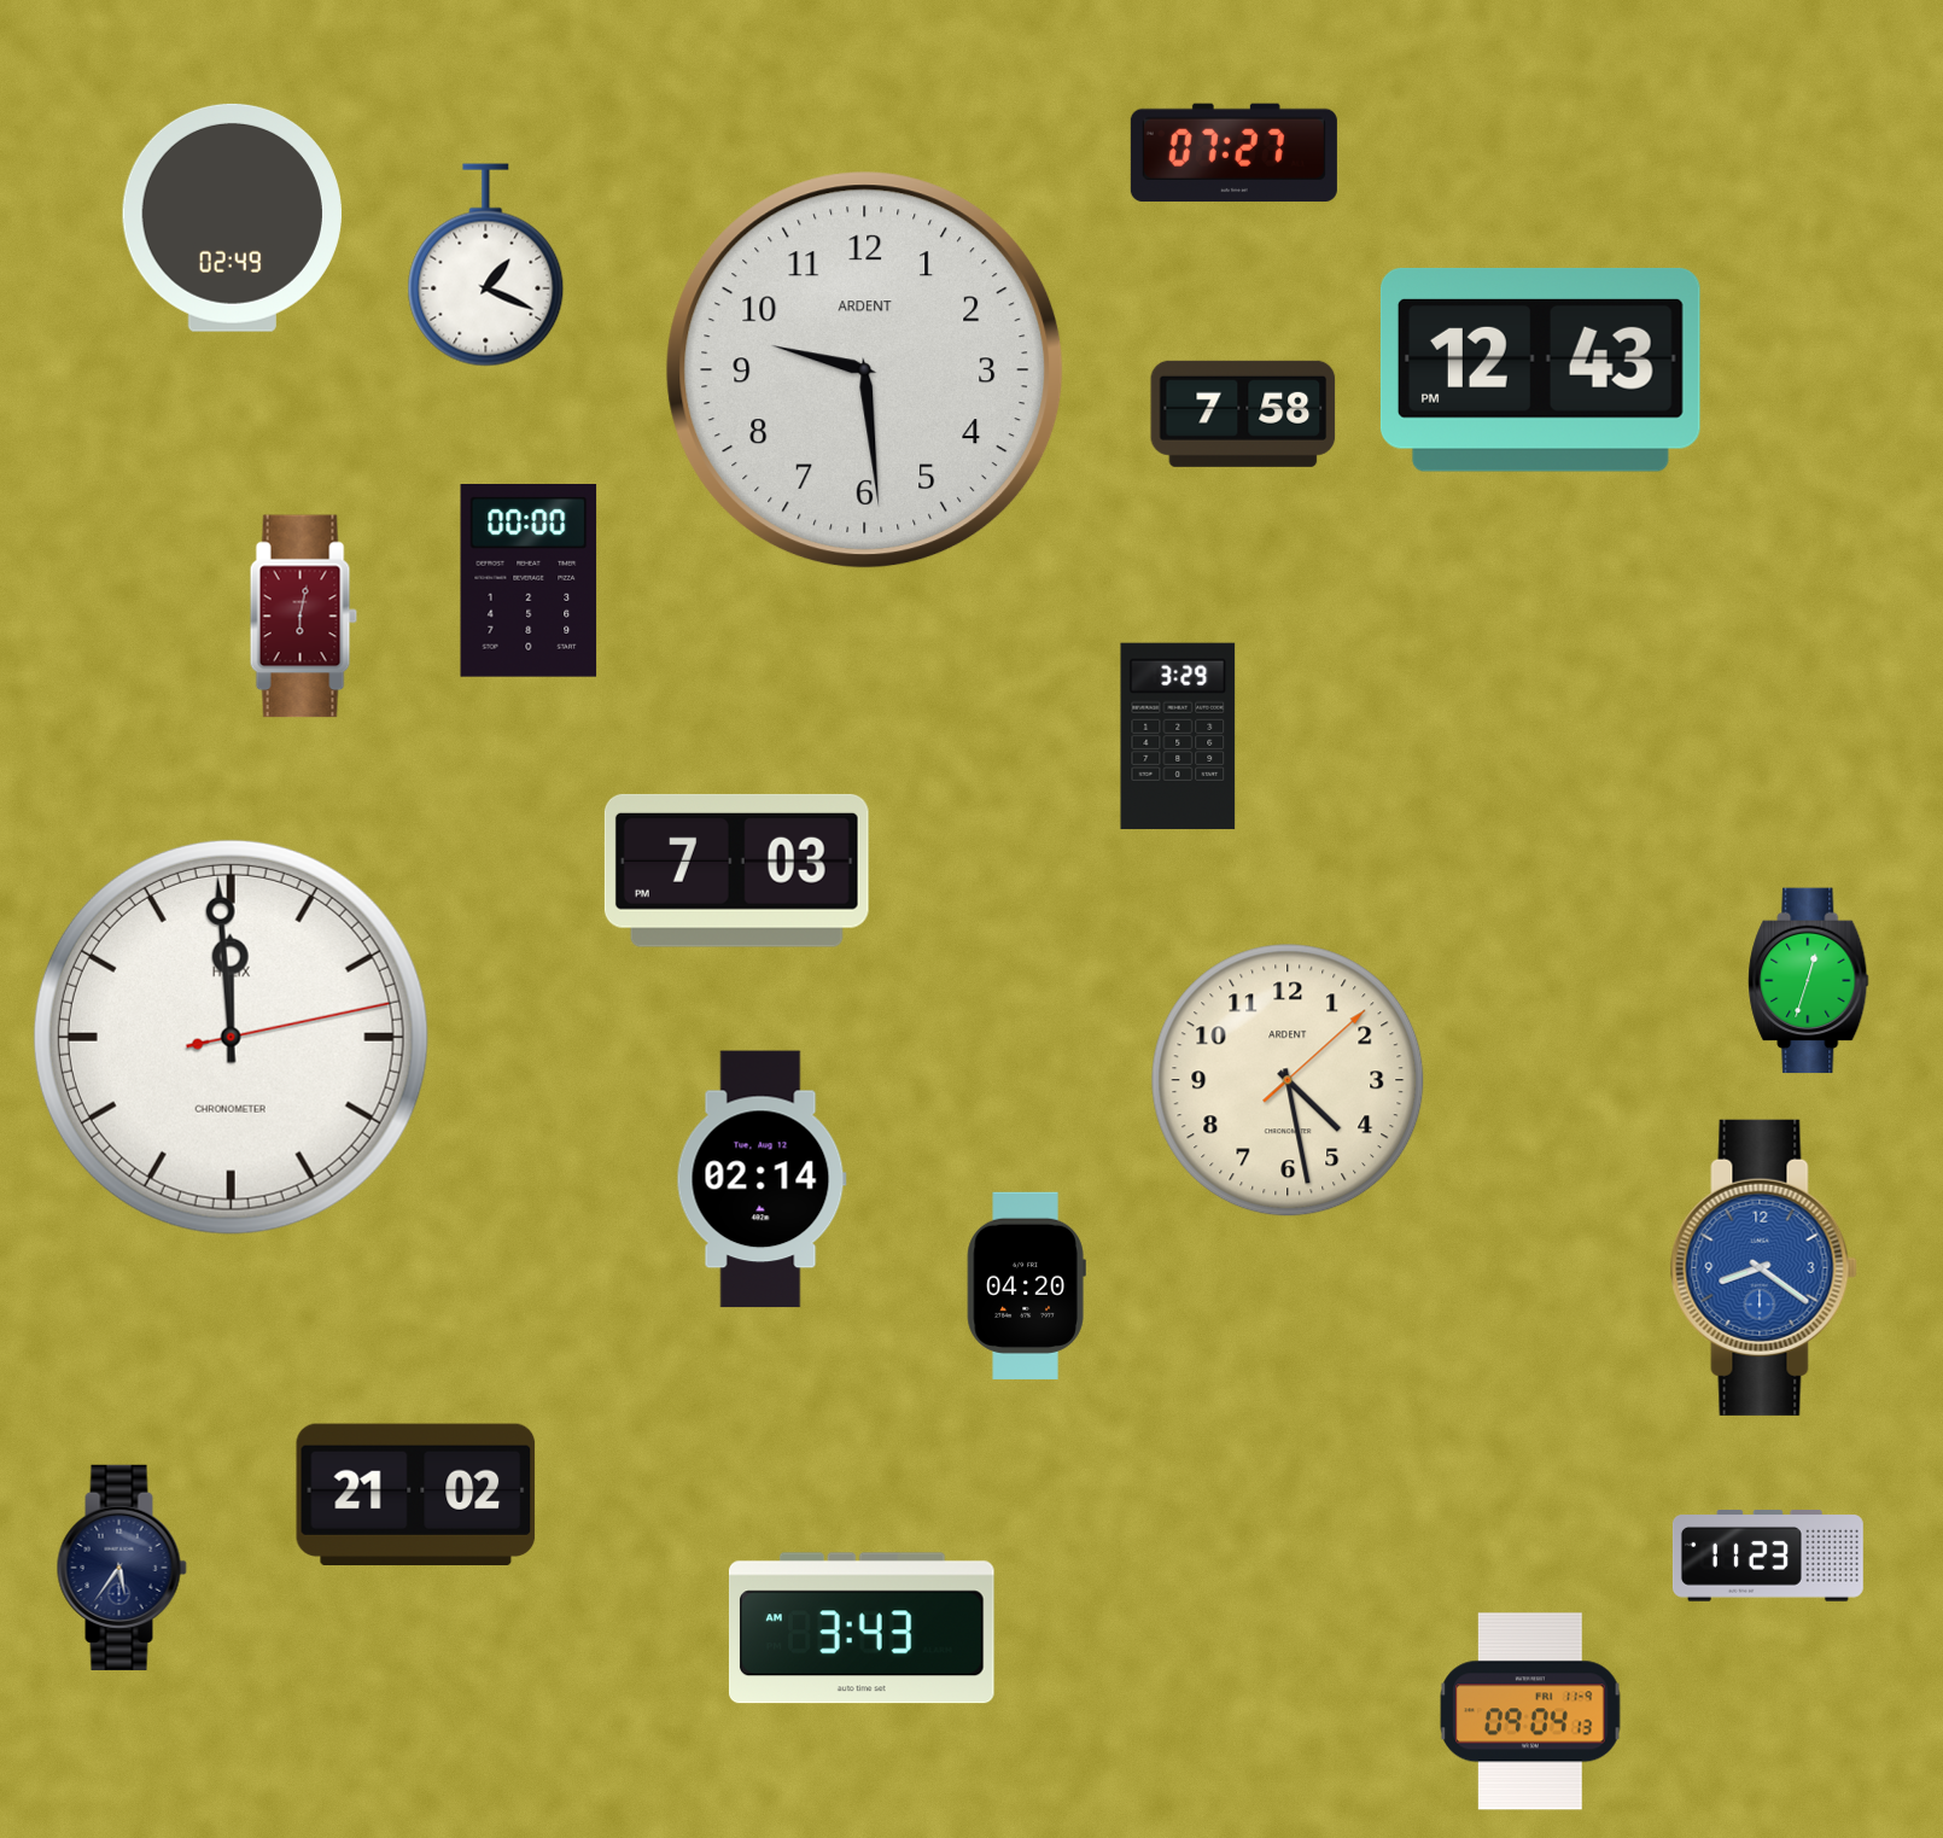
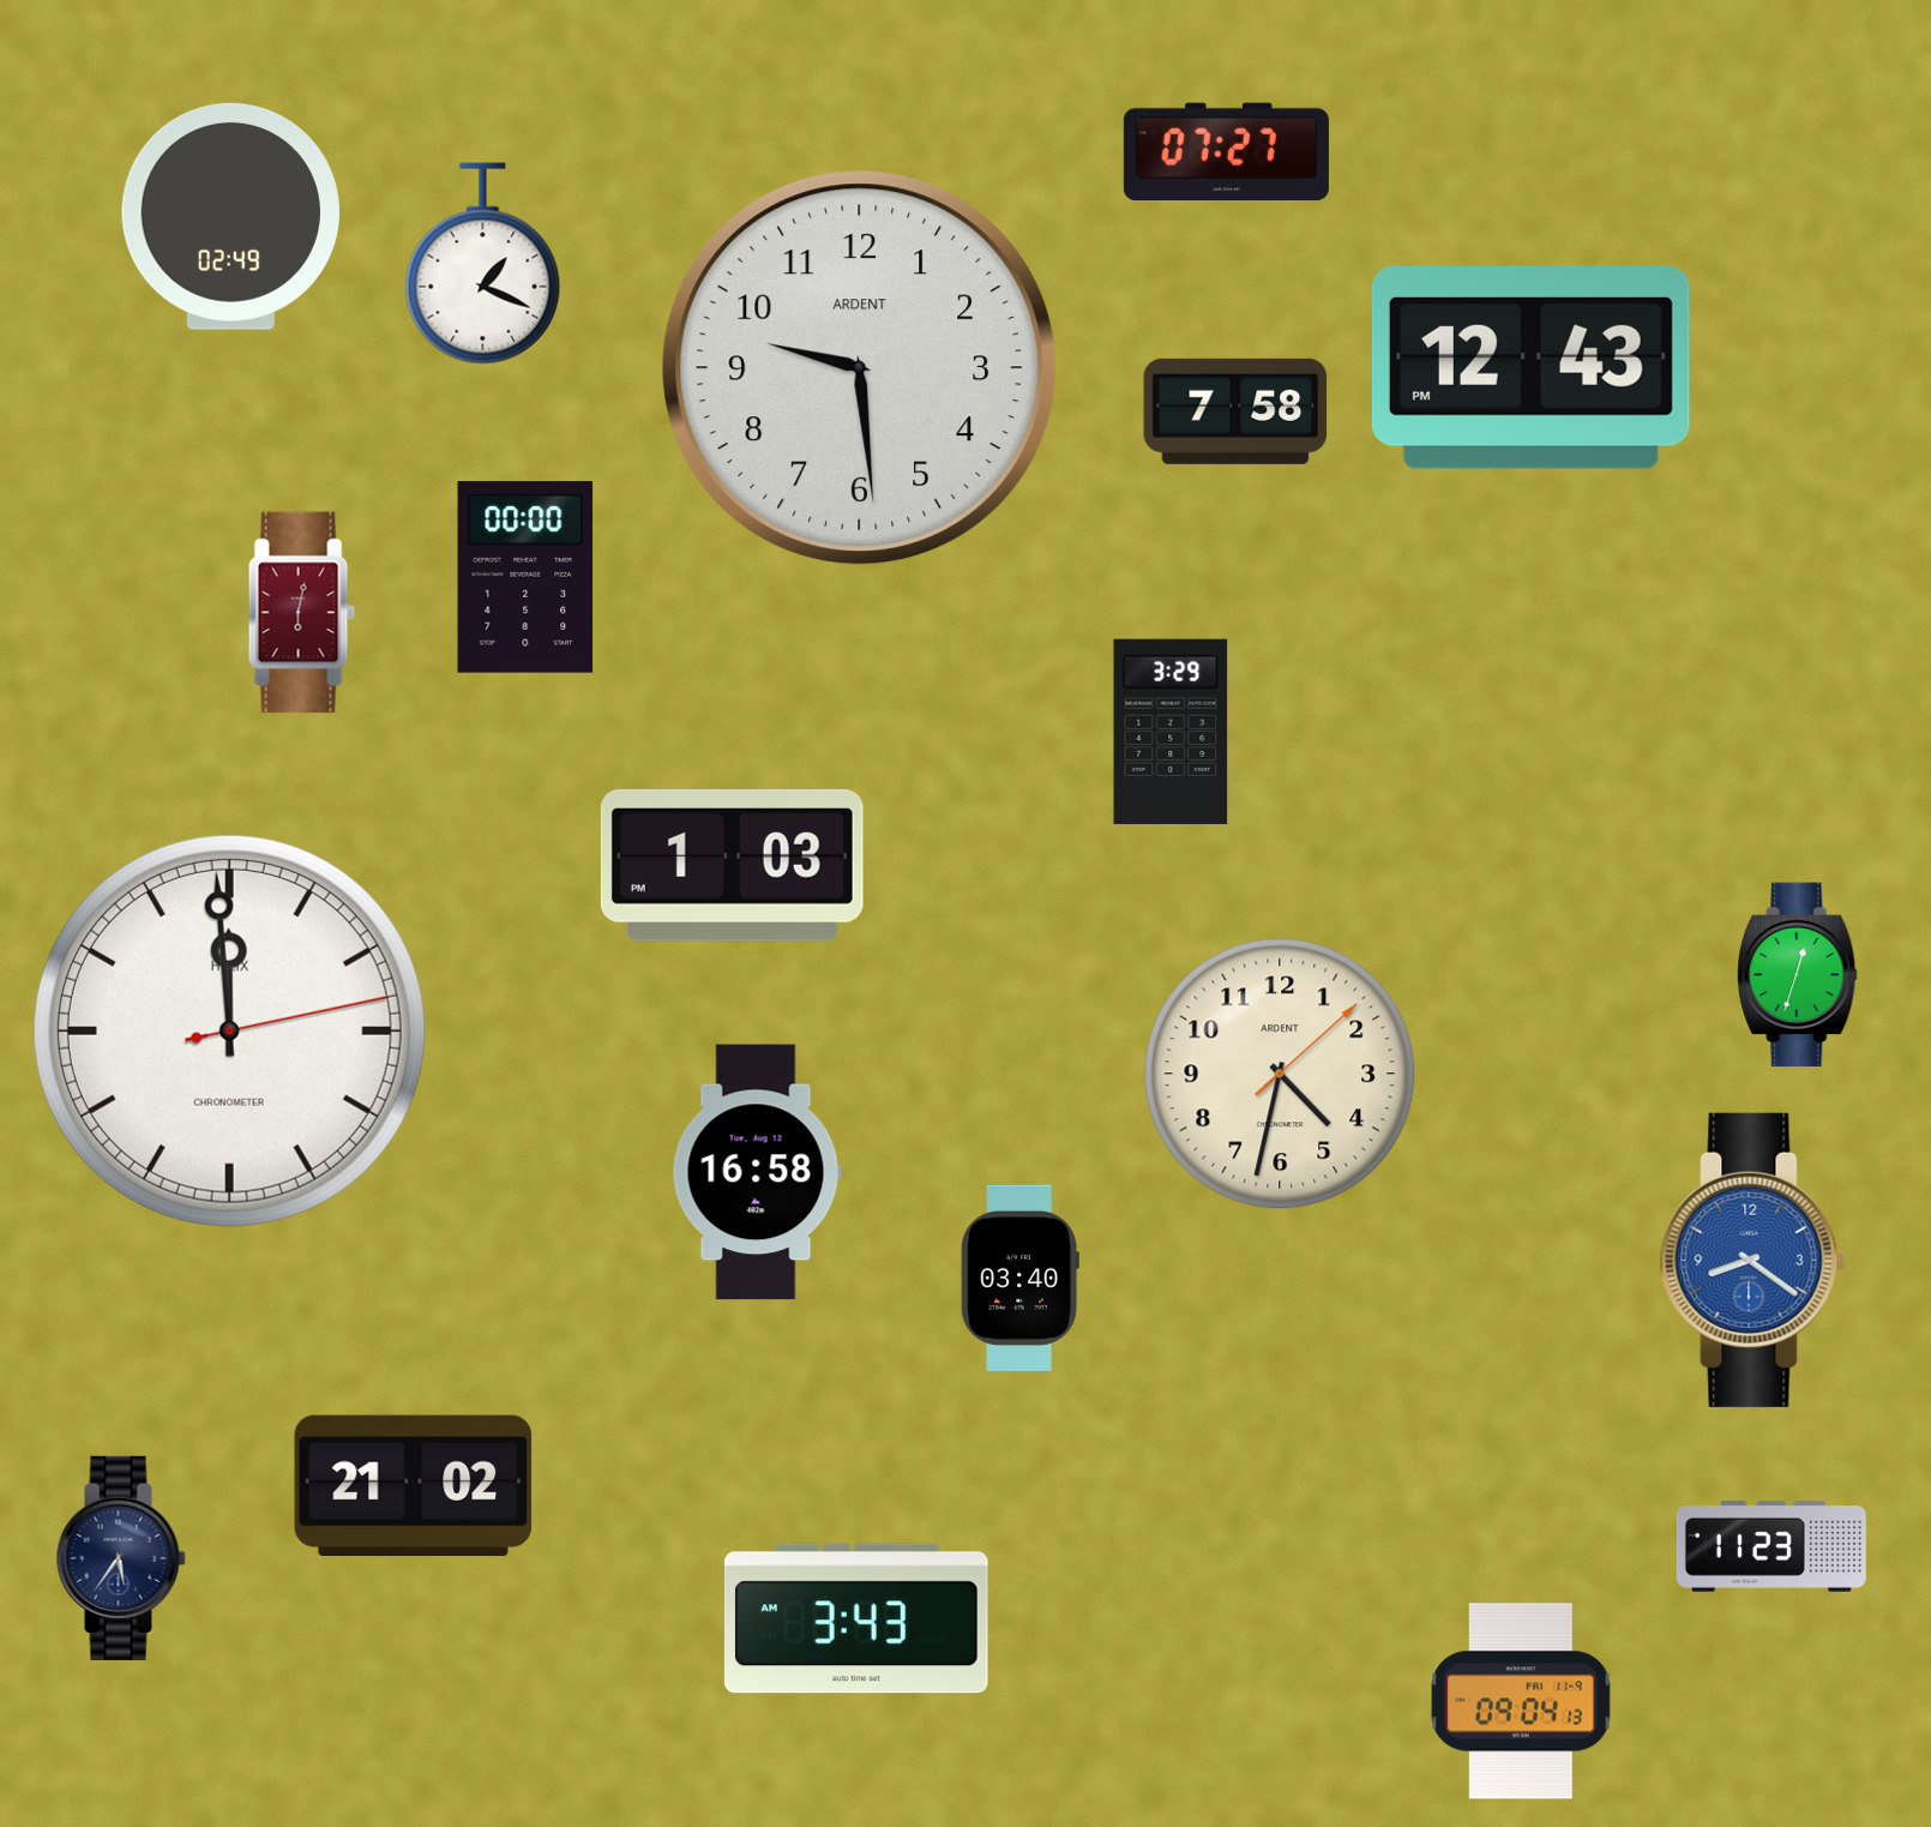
clock at (736, 870): 7:03 -> 1:03
clock at (1288, 1080): 4:28 -> 4:32
clock at (762, 1179): 02:14 -> 16:58
clock at (1026, 1285): 04:20 -> 03:40
clock at (1768, 1557) position: (1768, 1557) -> (1771, 1547)
